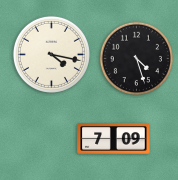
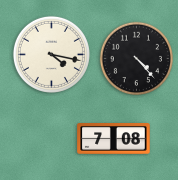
clock at (136, 58): 4:27 -> 4:23
clock at (114, 139): 7:09 -> 7:08
